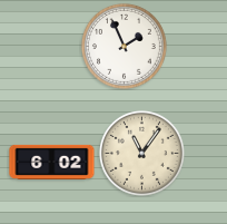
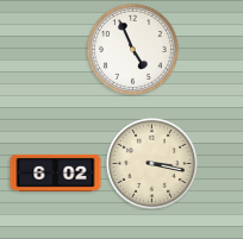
clock at (124, 46): 1:56 -> 4:56
clock at (141, 153): 11:06 -> 3:17
